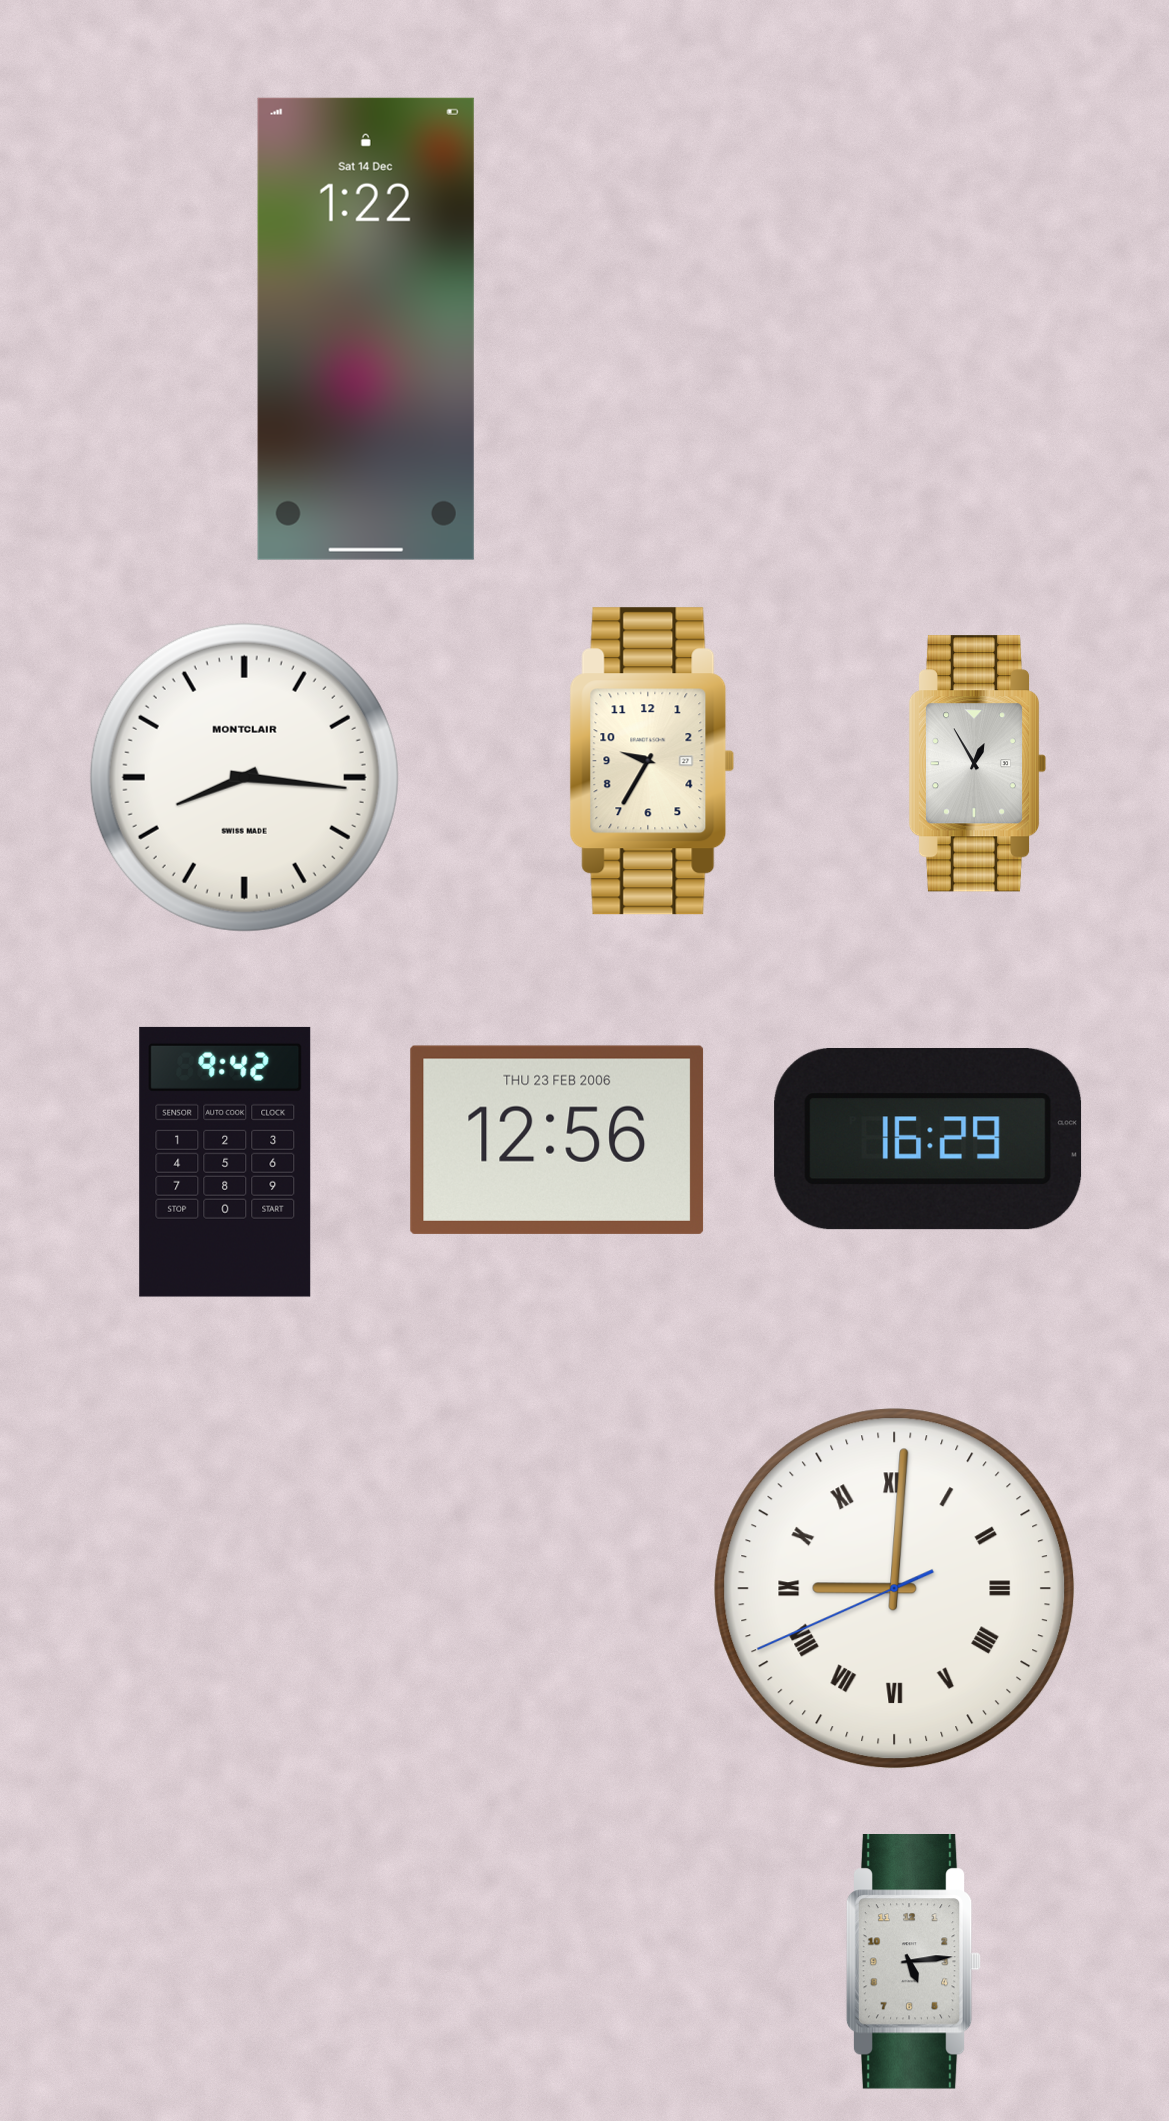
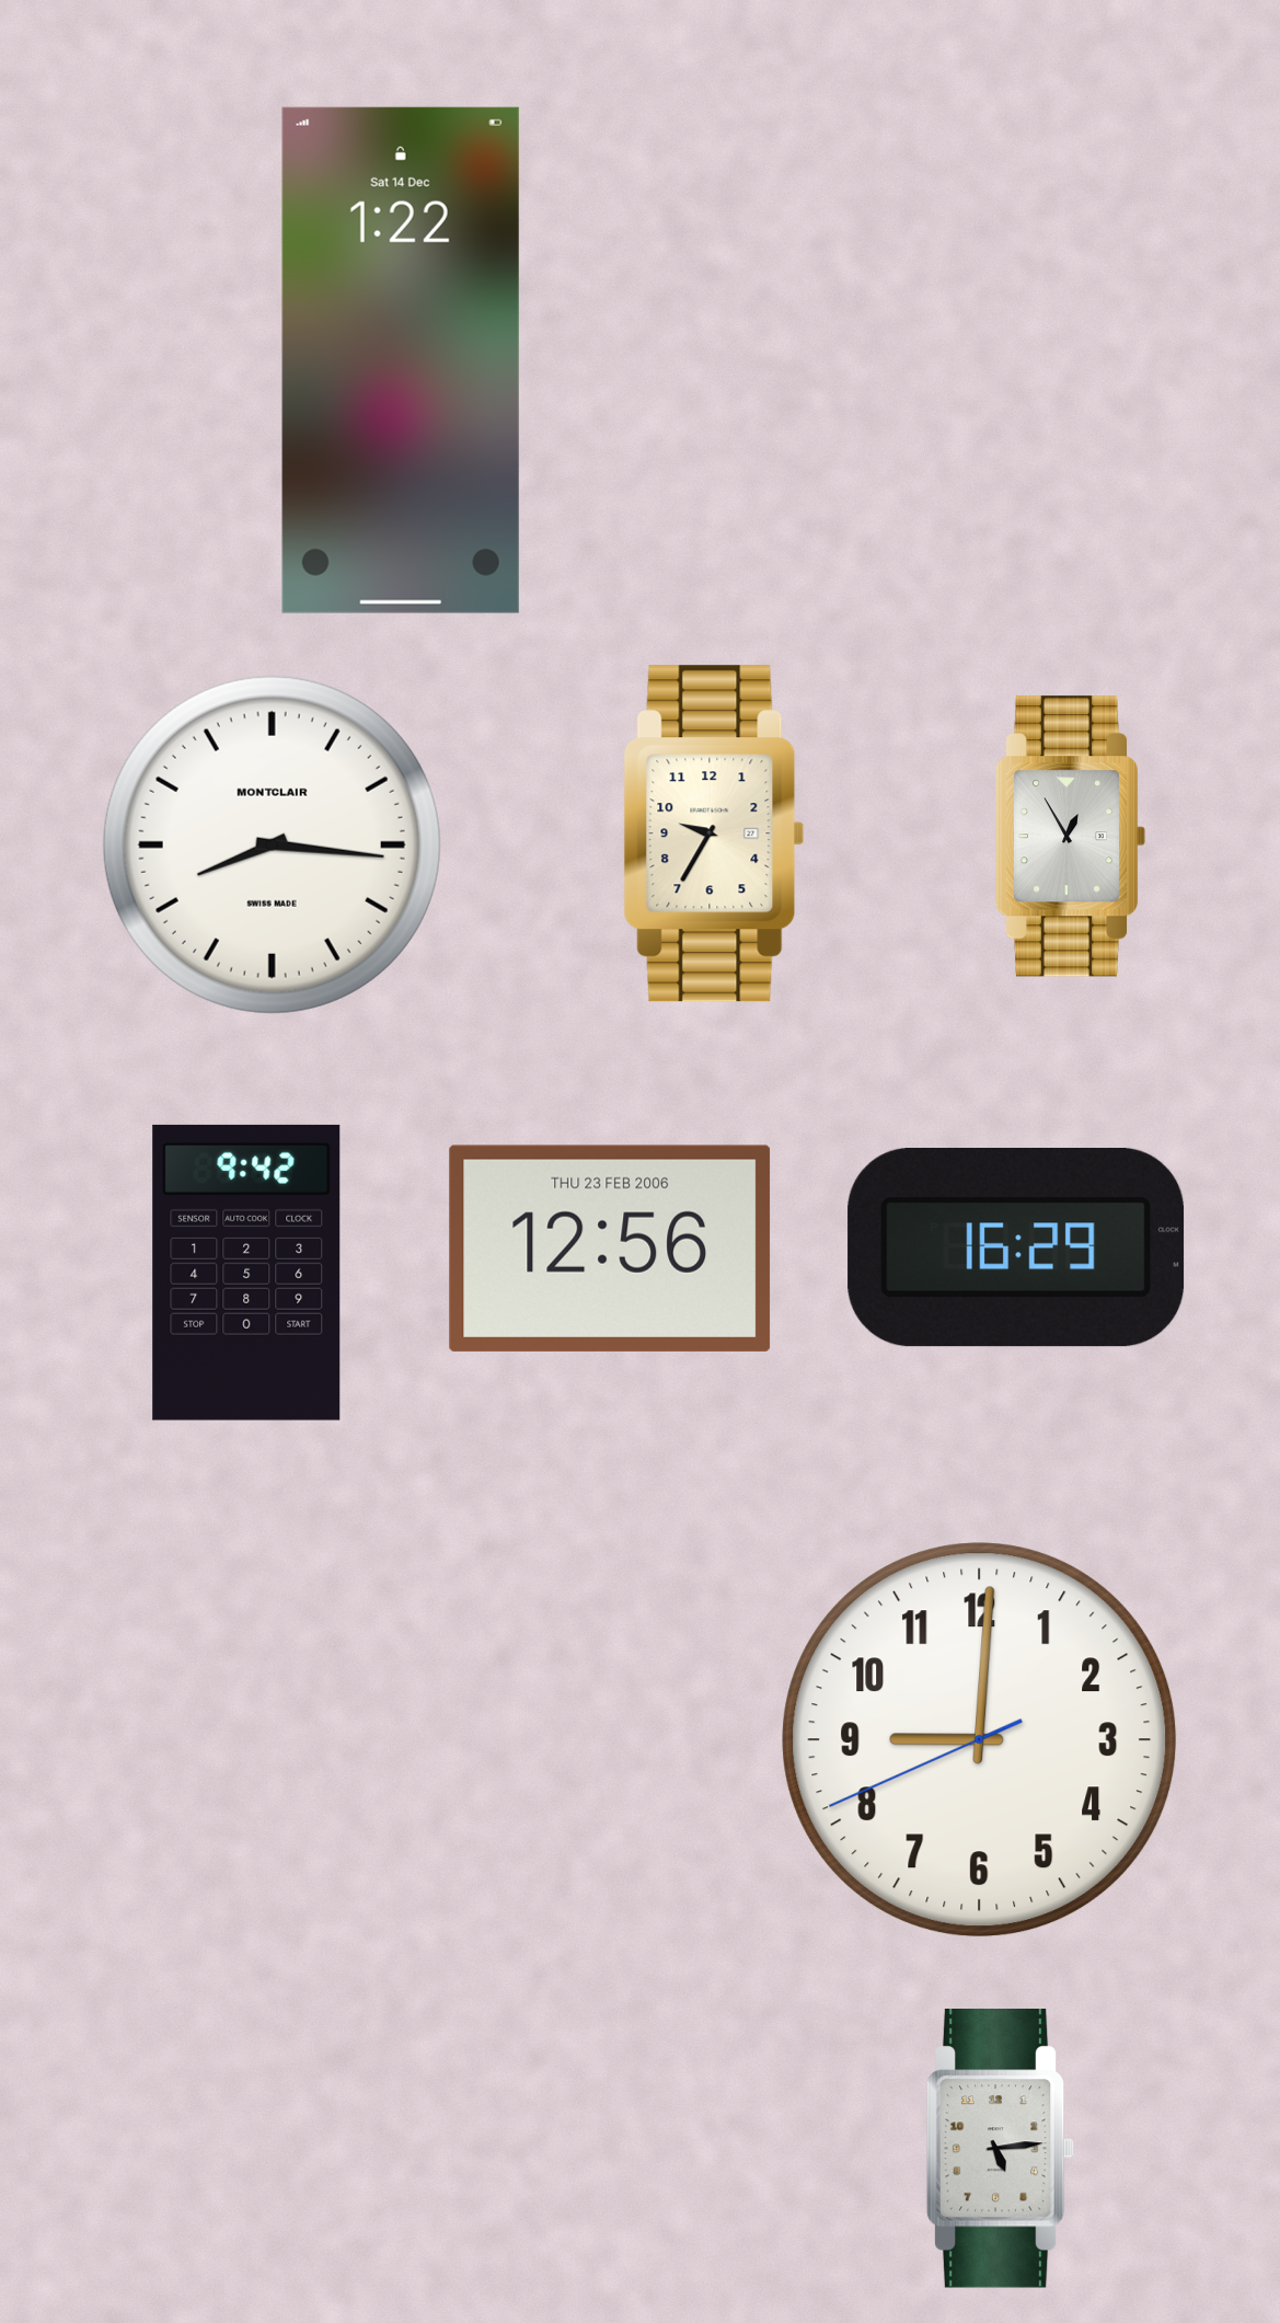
clock at (244, 777) position: (244, 777) -> (272, 844)
clock at (895, 1589) numerals: Roman -> Arabic
